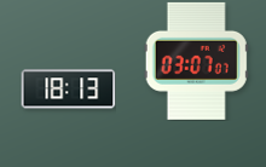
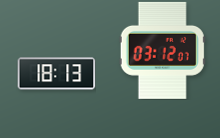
clock at (196, 61): 03:07 -> 03:12
